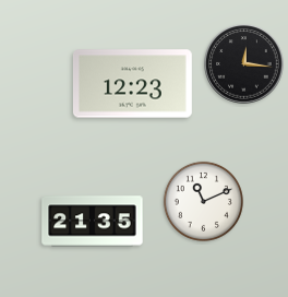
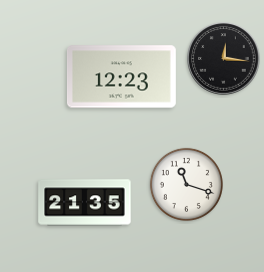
clock at (203, 201): 11:11 -> 11:18
